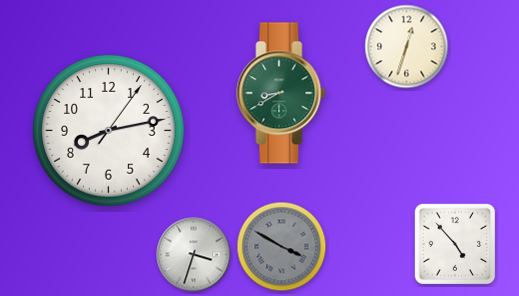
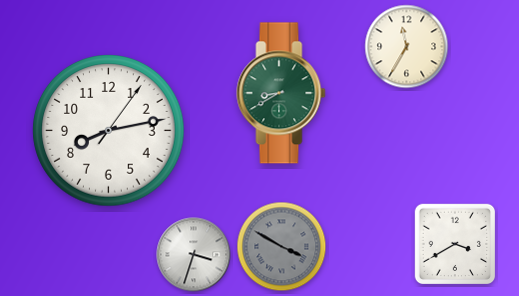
clock at (407, 47): 12:33 -> 11:35
clock at (455, 244): 4:53 -> 3:40
